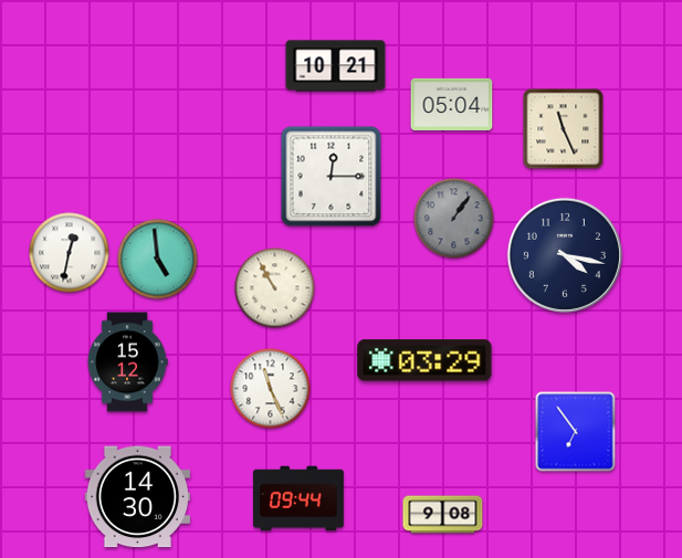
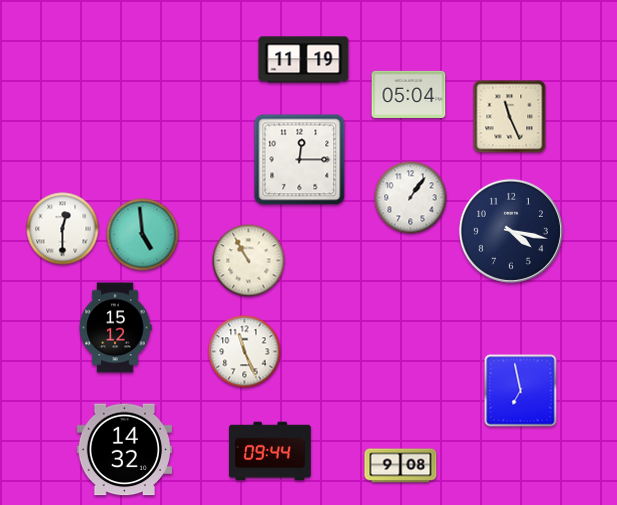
clock at (336, 66): 10:21 -> 11:19
clock at (454, 219) dial: grey -> white
clock at (70, 253): 12:32 -> 12:30
clock at (424, 360): 03:29 -> none
clock at (576, 432): 6:54 -> 6:58
clock at (137, 497): 14:30 -> 14:32
